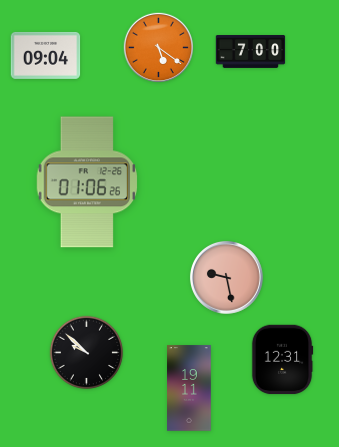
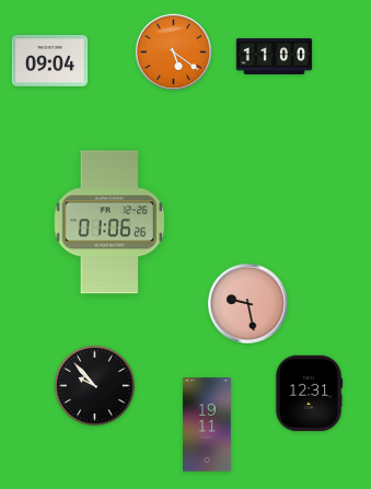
clock at (251, 52): 7:00 -> 11:00
clock at (86, 182) position: (86, 182) -> (108, 222)
clock at (87, 353): 9:52 -> 9:53
